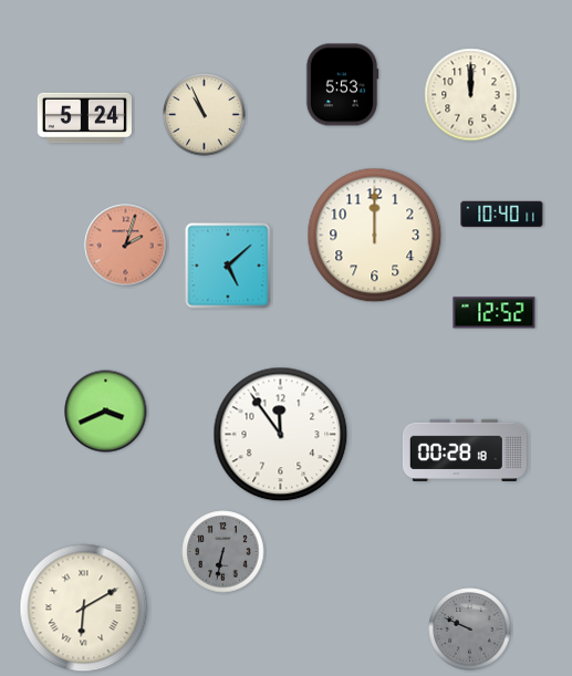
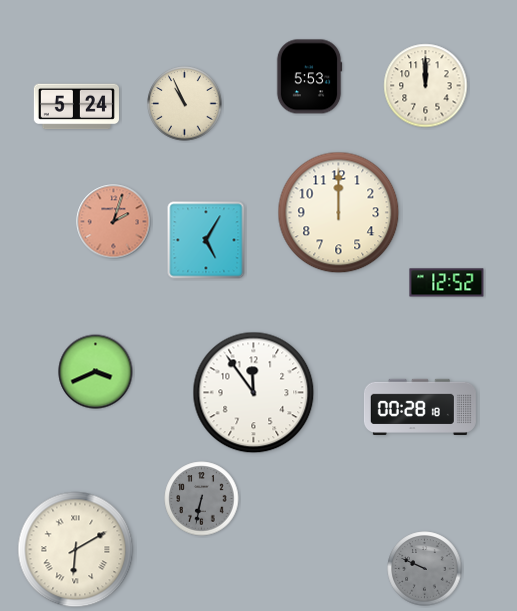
clock at (502, 215): 10:40 -> none
clock at (228, 266): 5:08 -> 5:05
